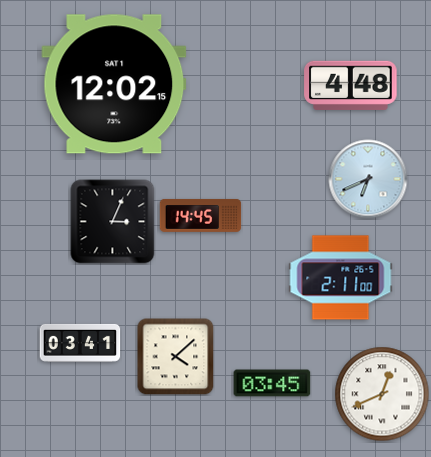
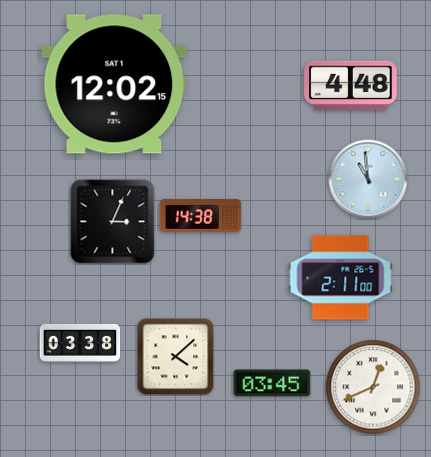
clock at (368, 179): 6:41 -> 10:59
clock at (201, 215): 14:45 -> 14:38
clock at (80, 343): 03:41 -> 03:38
clock at (382, 394) position: (382, 394) -> (373, 387)
